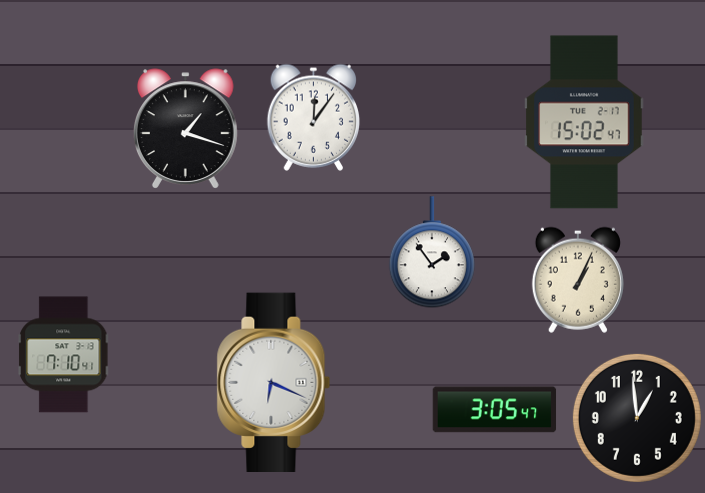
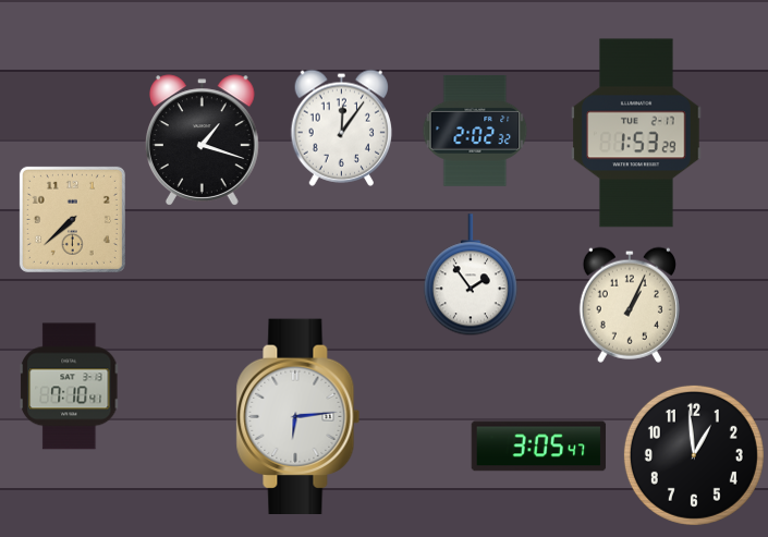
clock at (475, 131): none -> 2:02
clock at (584, 122): 15:02 -> 1:53
clock at (72, 219): none -> 7:38
clock at (274, 382): 6:19 -> 6:14
